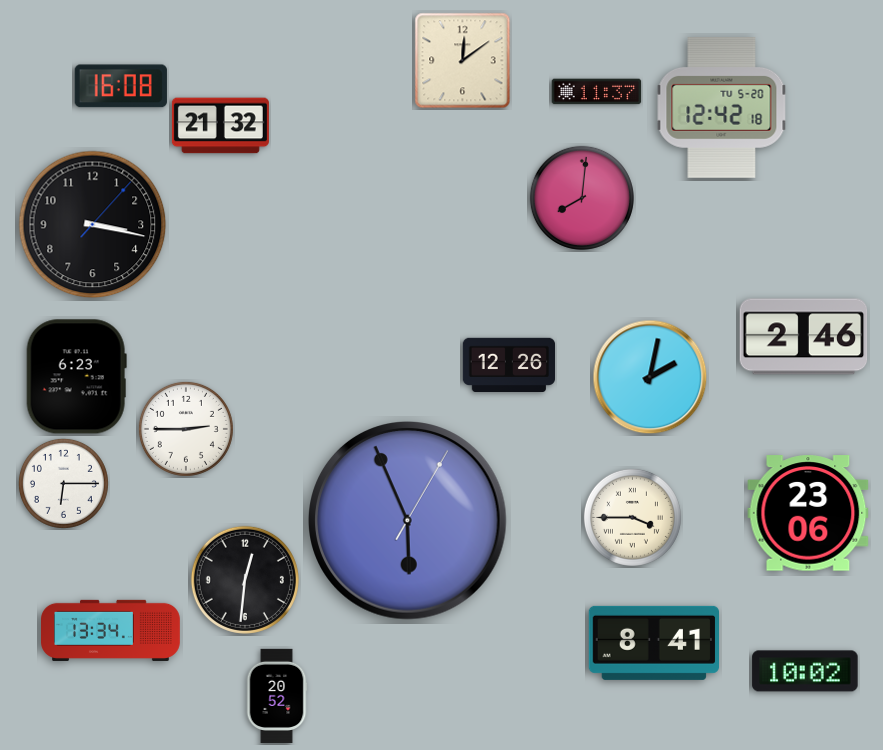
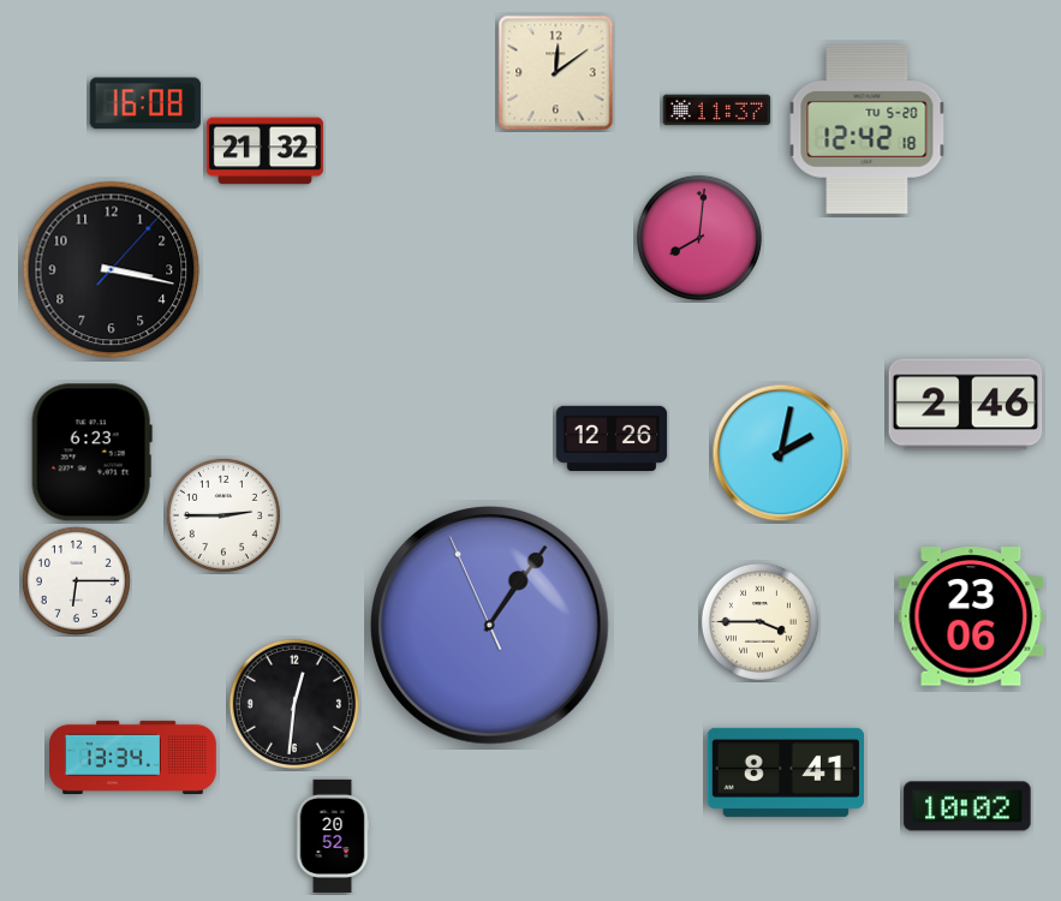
clock at (408, 521): 5:56 -> 1:05
clock at (245, 580) position: (245, 580) -> (294, 704)
